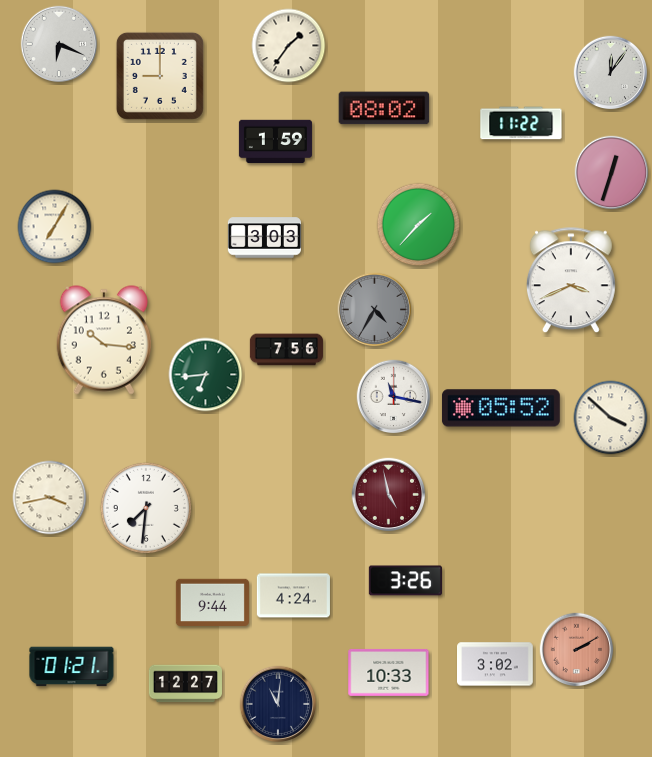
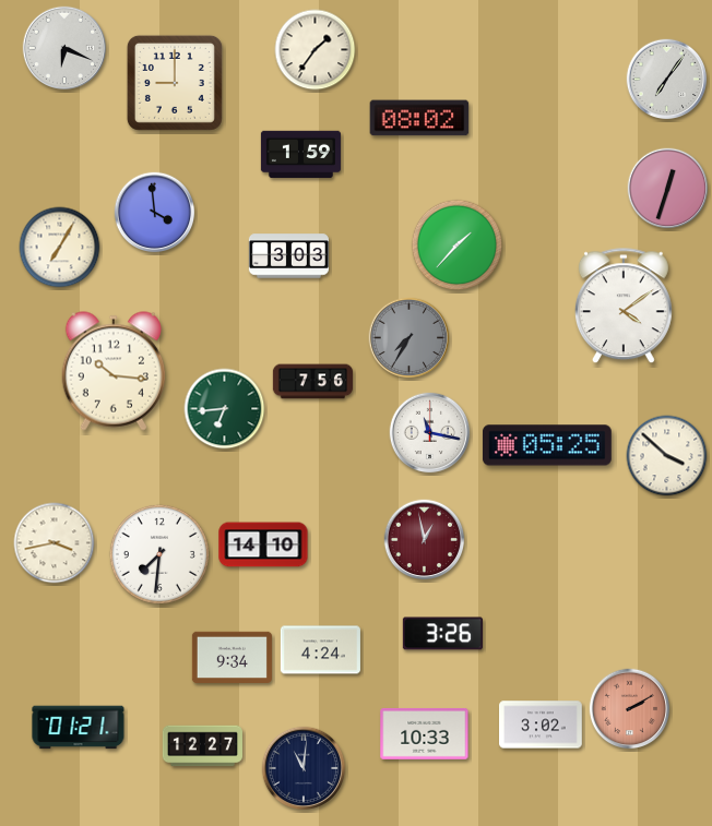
clock at (611, 73): 12:06 -> 7:06
clock at (521, 123): 11:22 -> none
clock at (155, 213): none -> 3:59
clock at (264, 238) position: (264, 238) -> (288, 256)
clock at (571, 281): 3:41 -> 4:09
clock at (375, 310): 4:35 -> 7:35
clock at (501, 408): 05:52 -> 05:25
clock at (389, 495): 4:58 -> 12:58
clock at (263, 544): none -> 14:10
clock at (212, 603): 9:44 -> 9:34
